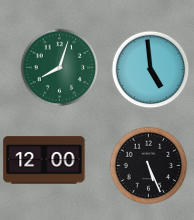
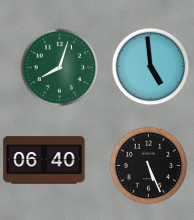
clock at (150, 69) position: (150, 69) -> (150, 66)
clock at (44, 160): 12:00 -> 06:40
